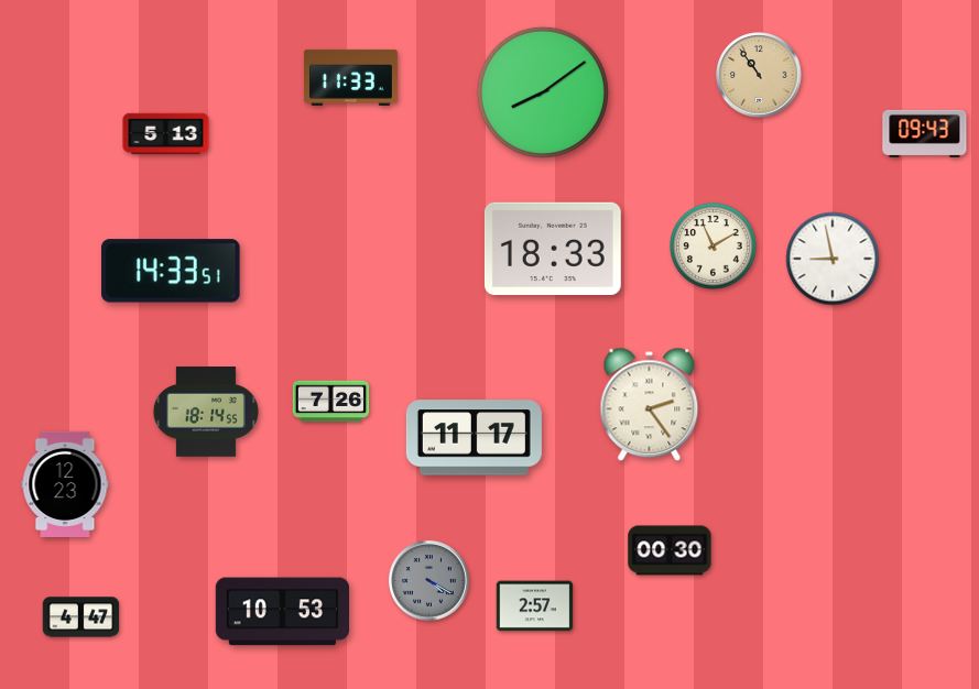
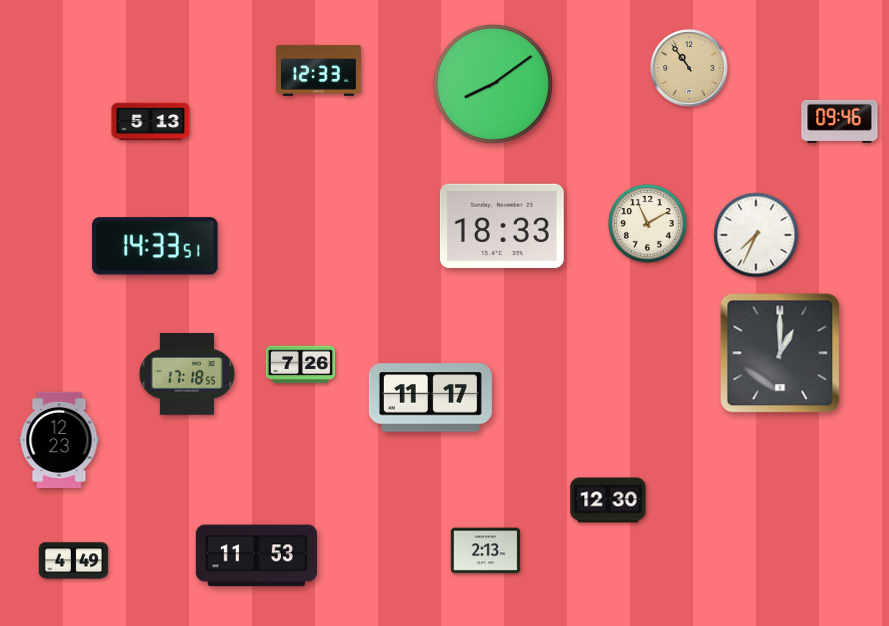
clock at (351, 77): 11:33 -> 12:33
clock at (925, 133): 09:43 -> 09:46
clock at (833, 259): 8:58 -> 7:34
clock at (780, 353): none -> 1:00
clock at (650, 405): 2:24 -> none
clock at (206, 412): 18:14 -> 17:18
clock at (670, 550): 00:30 -> 12:30
clock at (428, 580): 4:20 -> none
clock at (535, 606): 2:57 -> 2:13
clock at (282, 612): 10:53 -> 11:53
clock at (81, 617): 4:47 -> 4:49
